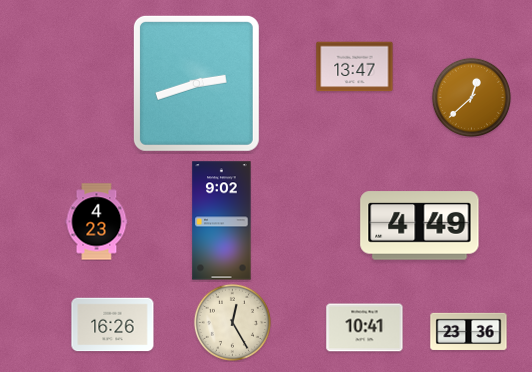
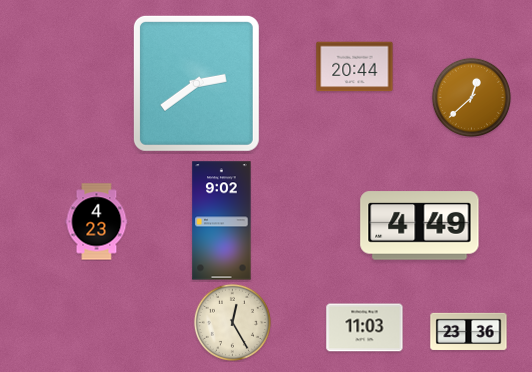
clock at (355, 67): 13:47 -> 20:44
clock at (196, 83): 2:42 -> 2:39
clock at (113, 325): 16:26 -> none
clock at (365, 328): 10:41 -> 11:03
